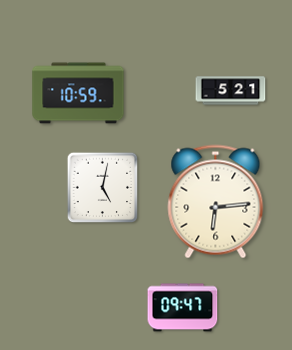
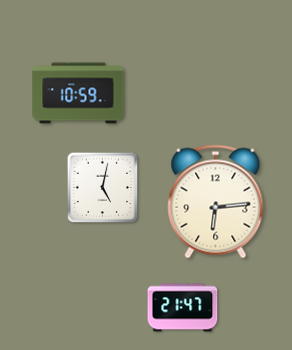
clock at (231, 91): 5:21 -> none
clock at (183, 308): 09:47 -> 21:47
